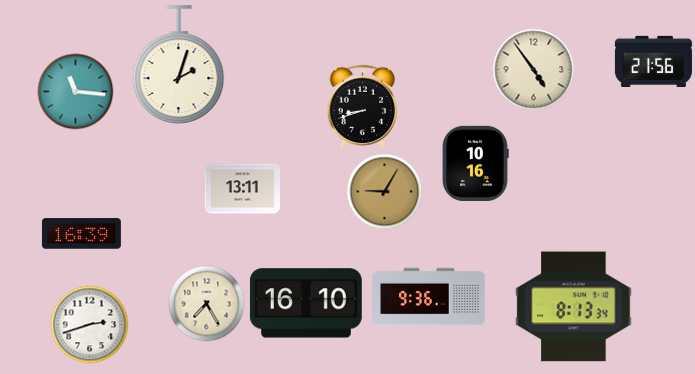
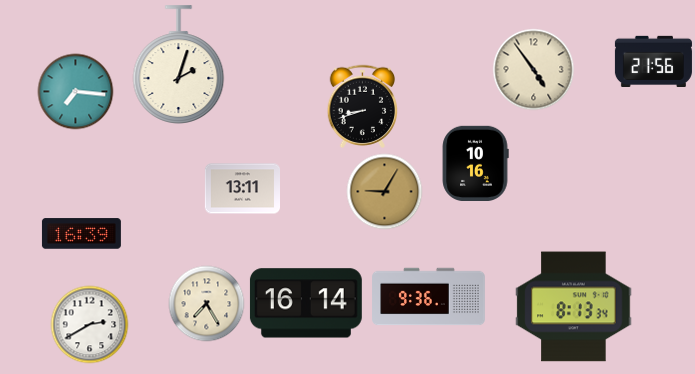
clock at (76, 92): 11:16 -> 7:16
clock at (306, 303): 16:10 -> 16:14
clock at (90, 325): 2:42 -> 2:40
